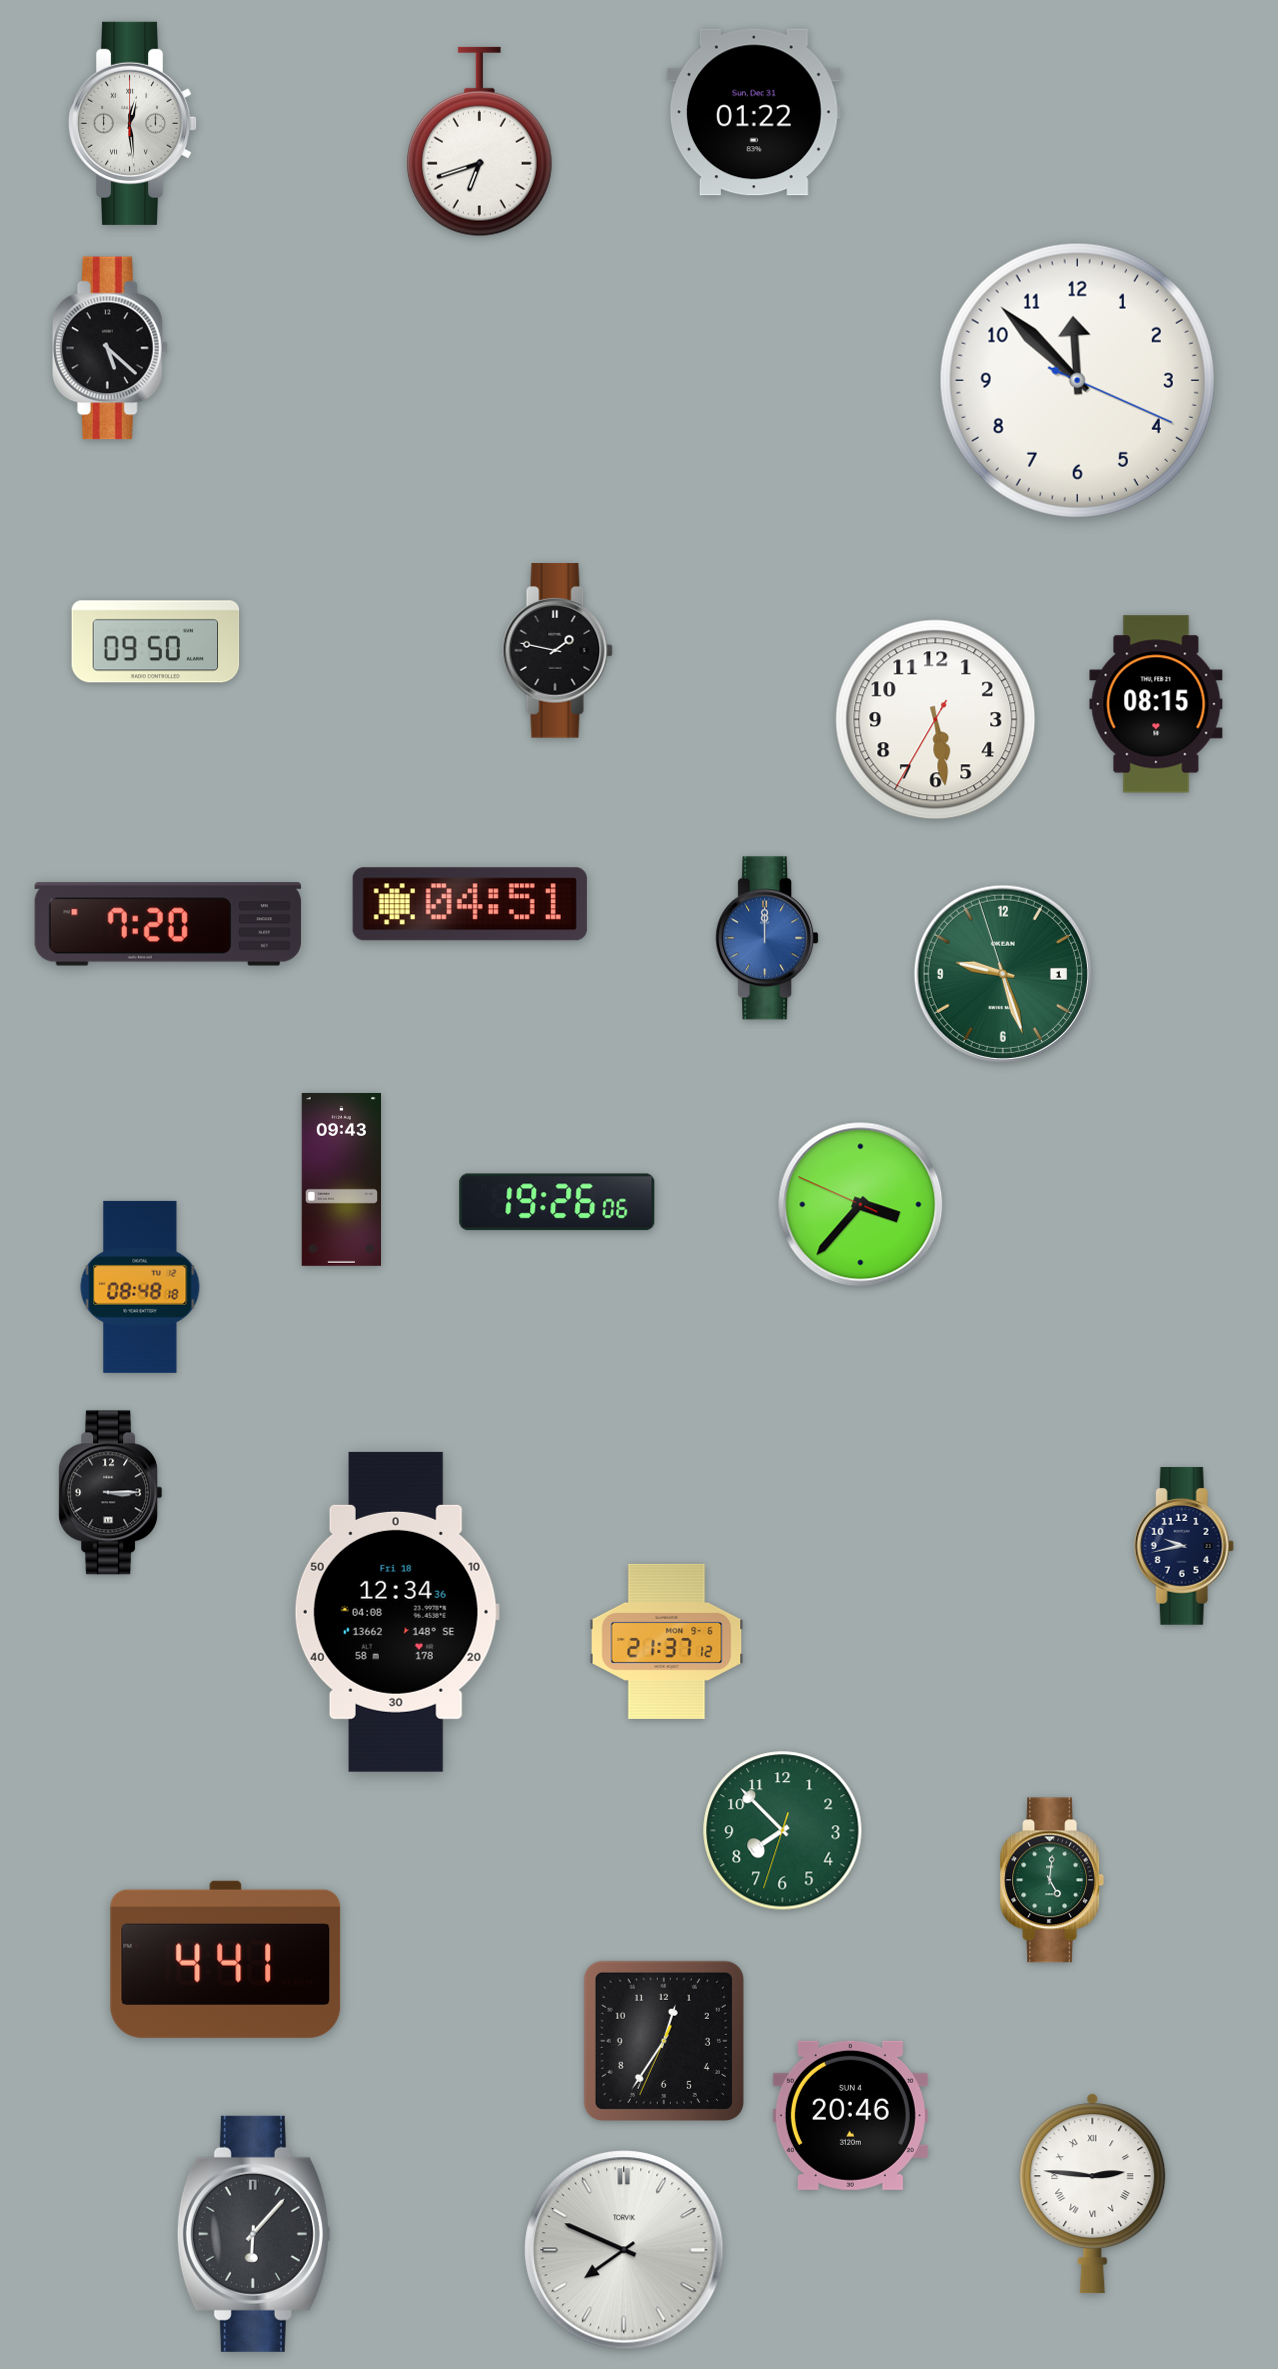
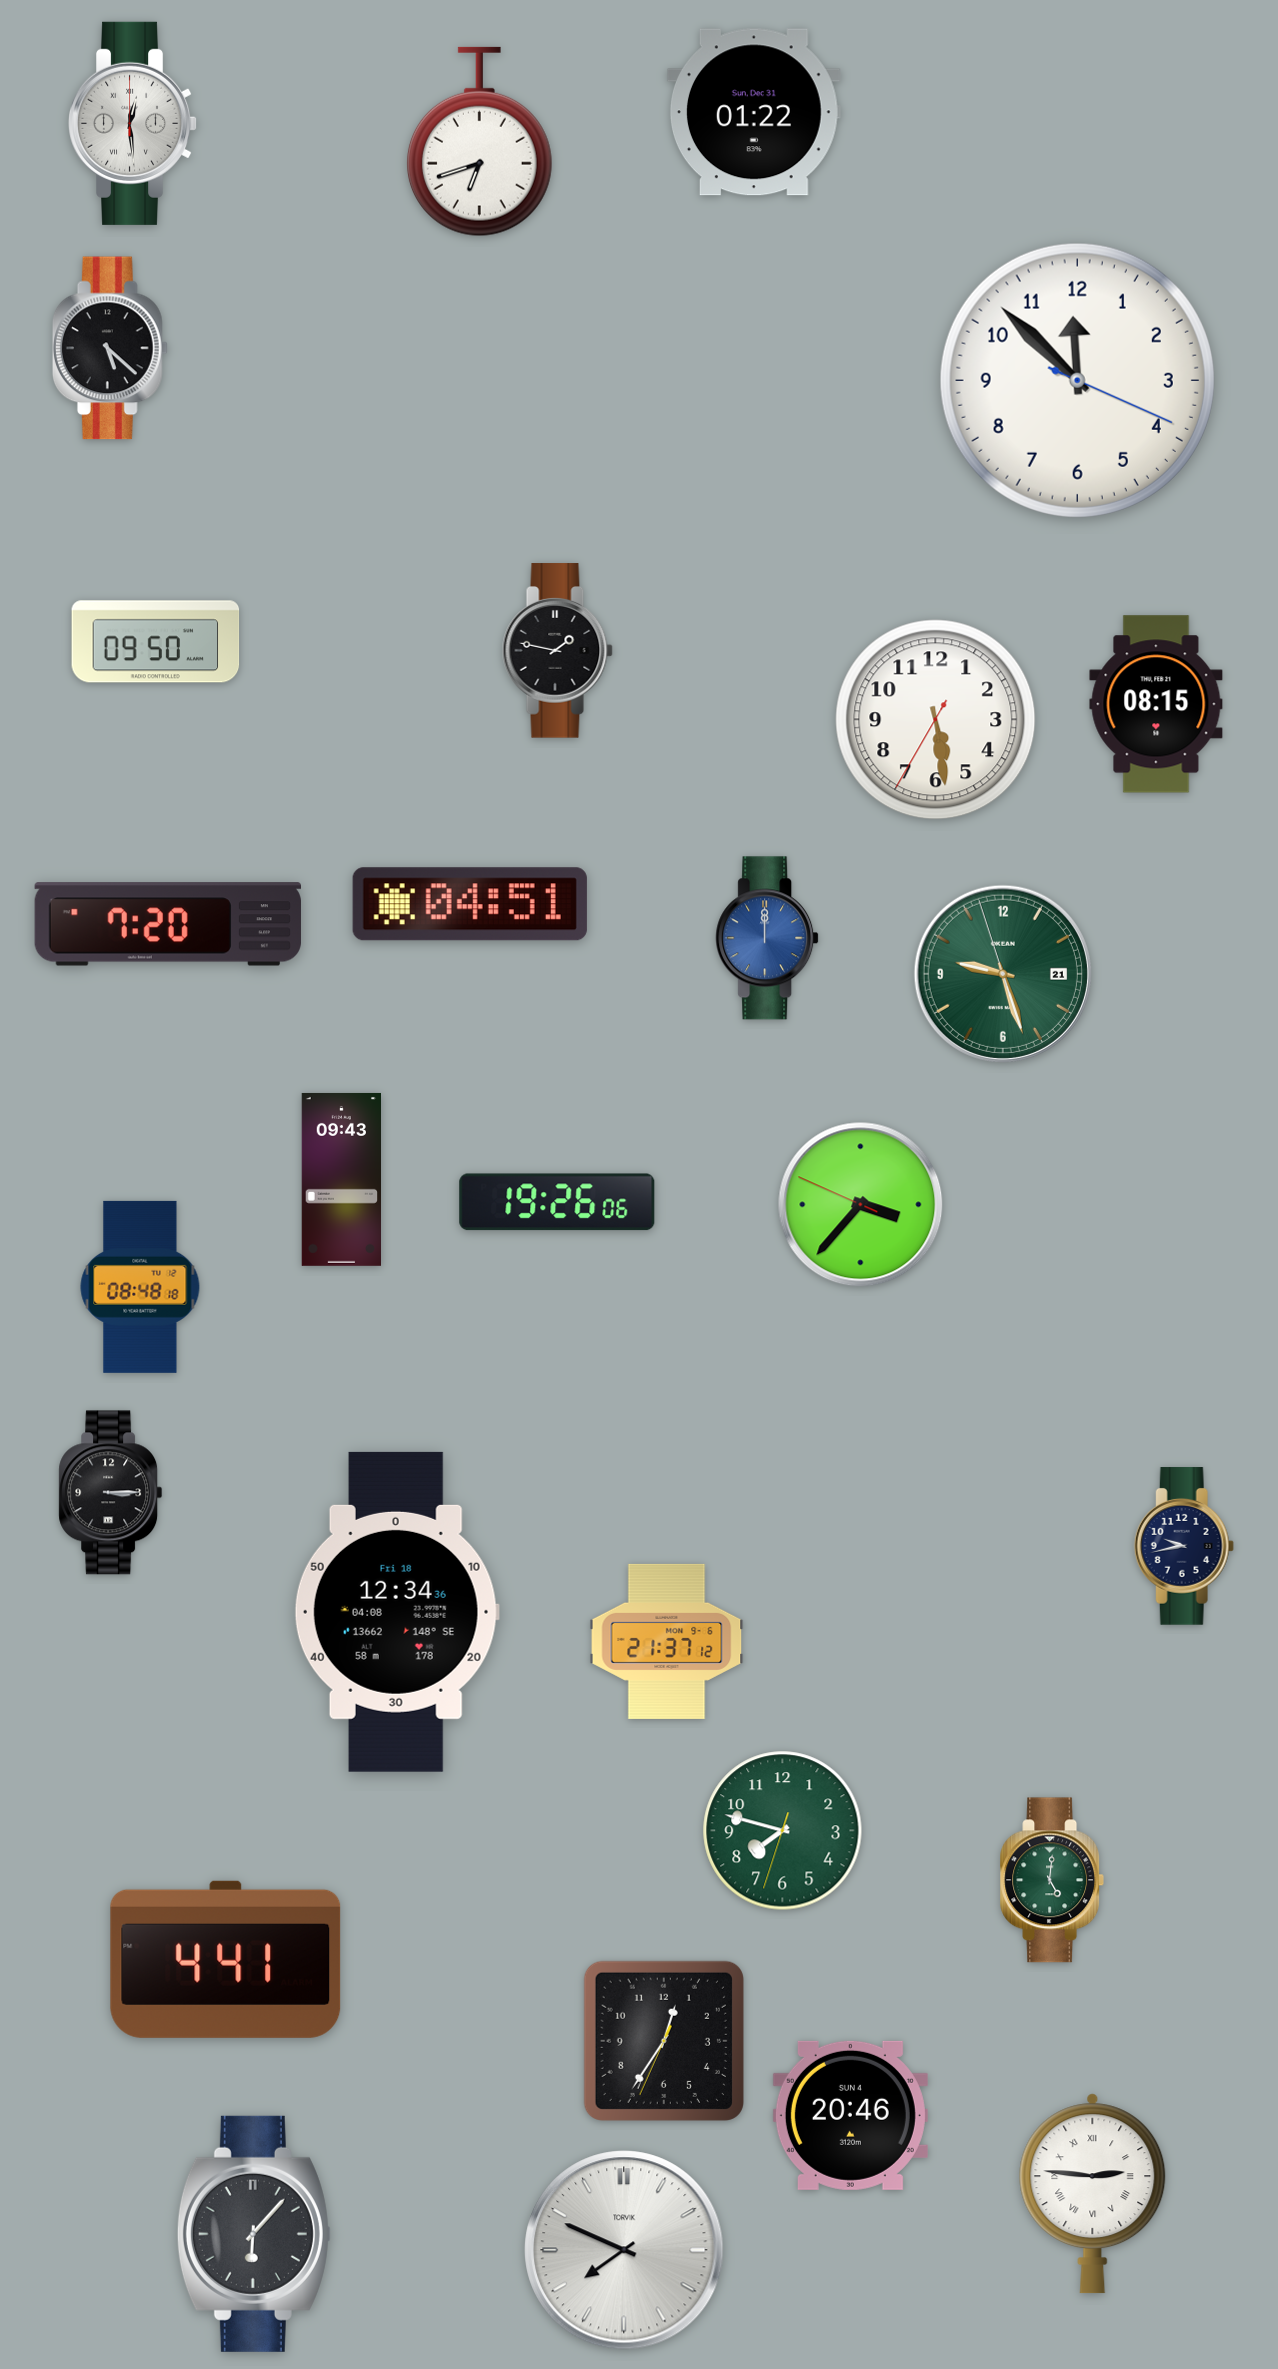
clock at (1003, 974) date: 1 -> 21
clock at (783, 1831): 7:52 -> 7:47
